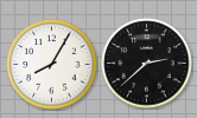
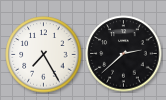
clock at (52, 65): 8:05 -> 7:25
